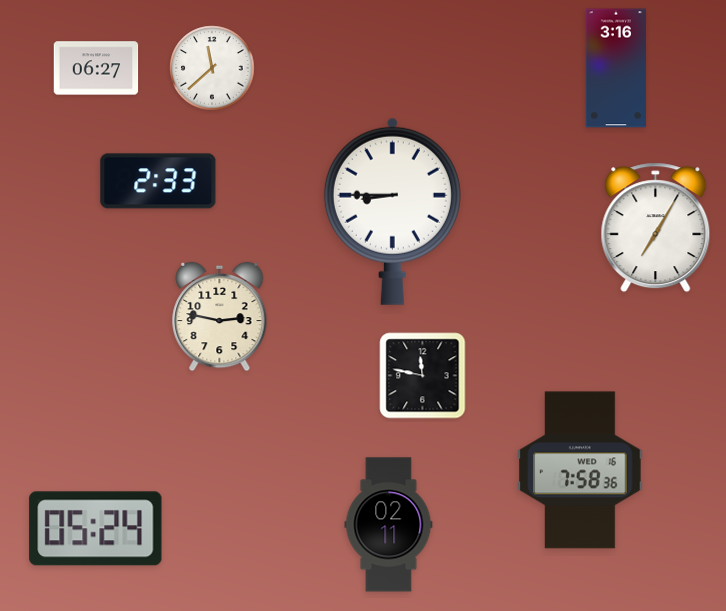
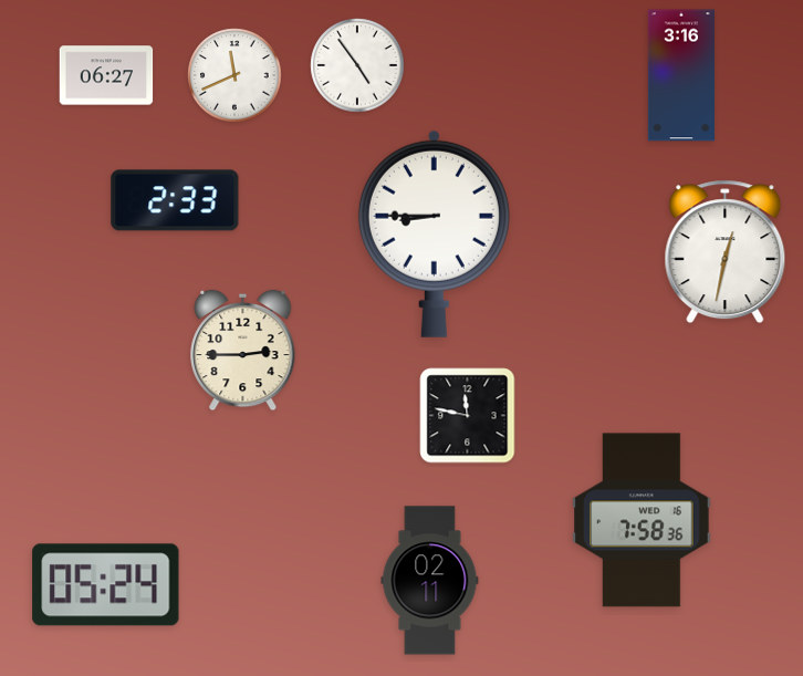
clock at (357, 65): none -> 4:54
clock at (212, 68): 11:38 -> 11:41
clock at (656, 228): 7:05 -> 12:32
clock at (220, 317): 2:47 -> 2:45
